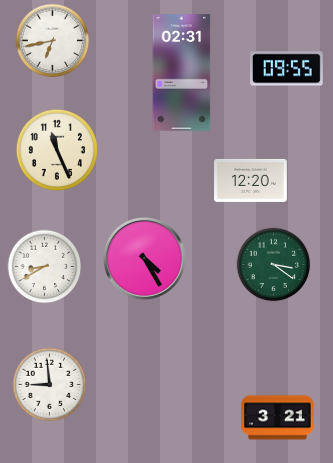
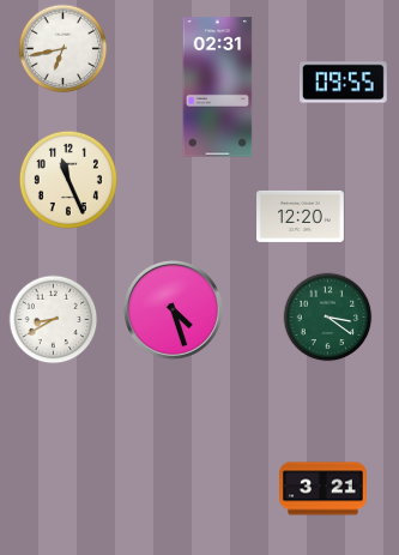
clock at (144, 258): 4:25 -> 4:27
clock at (50, 385): 8:59 -> none
clock at (278, 418) position: (278, 418) -> (324, 489)
